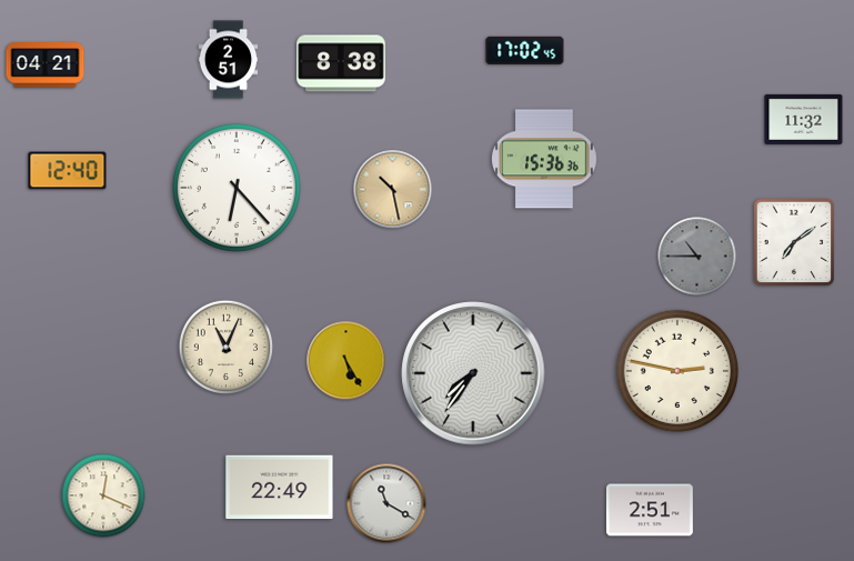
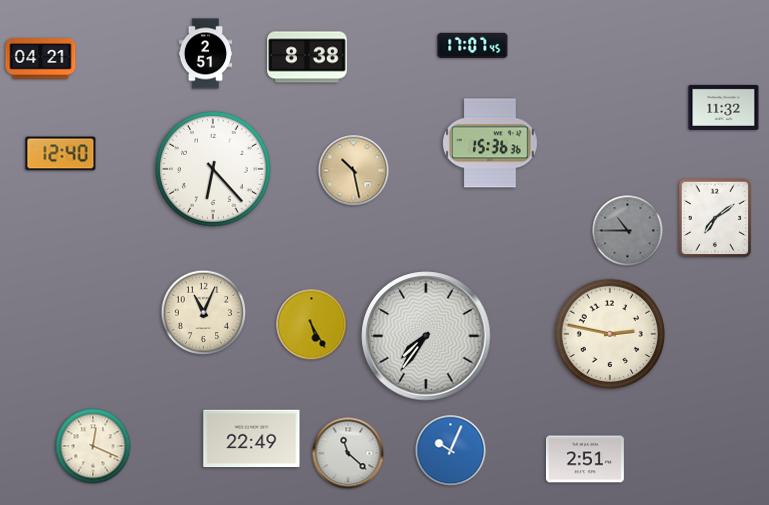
clock at (525, 50): 17:02 -> 17:07
clock at (451, 451): none -> 10:04
clock at (386, 503): 11:20 -> 11:22
